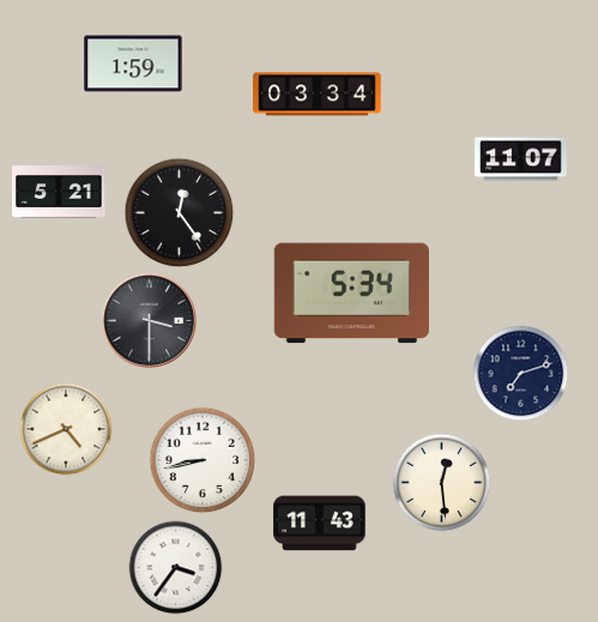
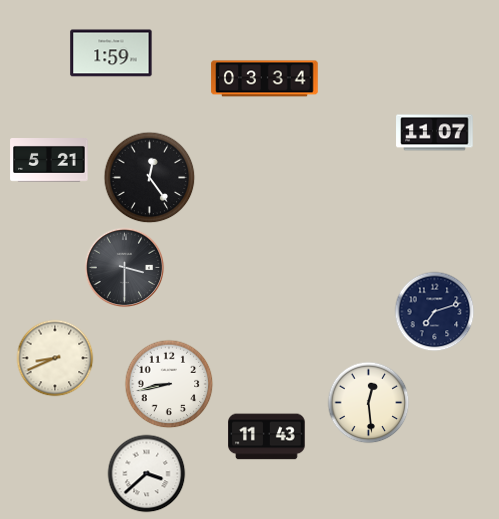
clock at (351, 294): 5:34 -> none
clock at (66, 429): 4:41 -> 8:41
clock at (176, 568): 3:36 -> 3:38
